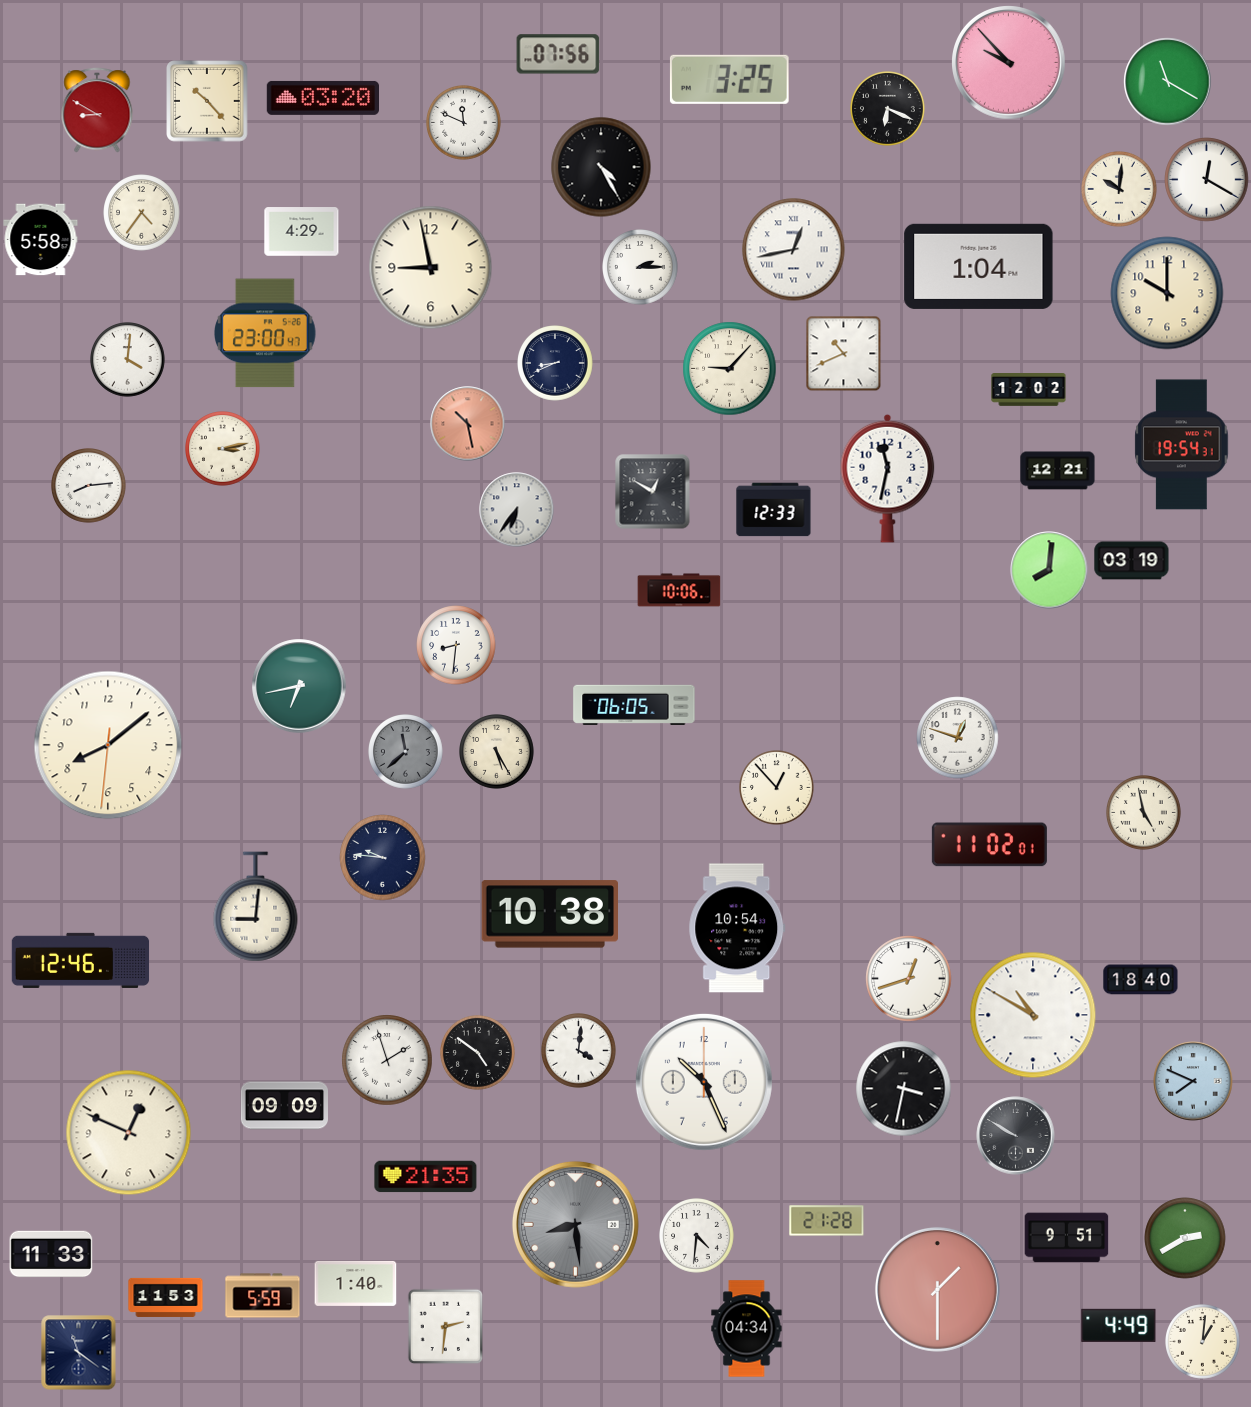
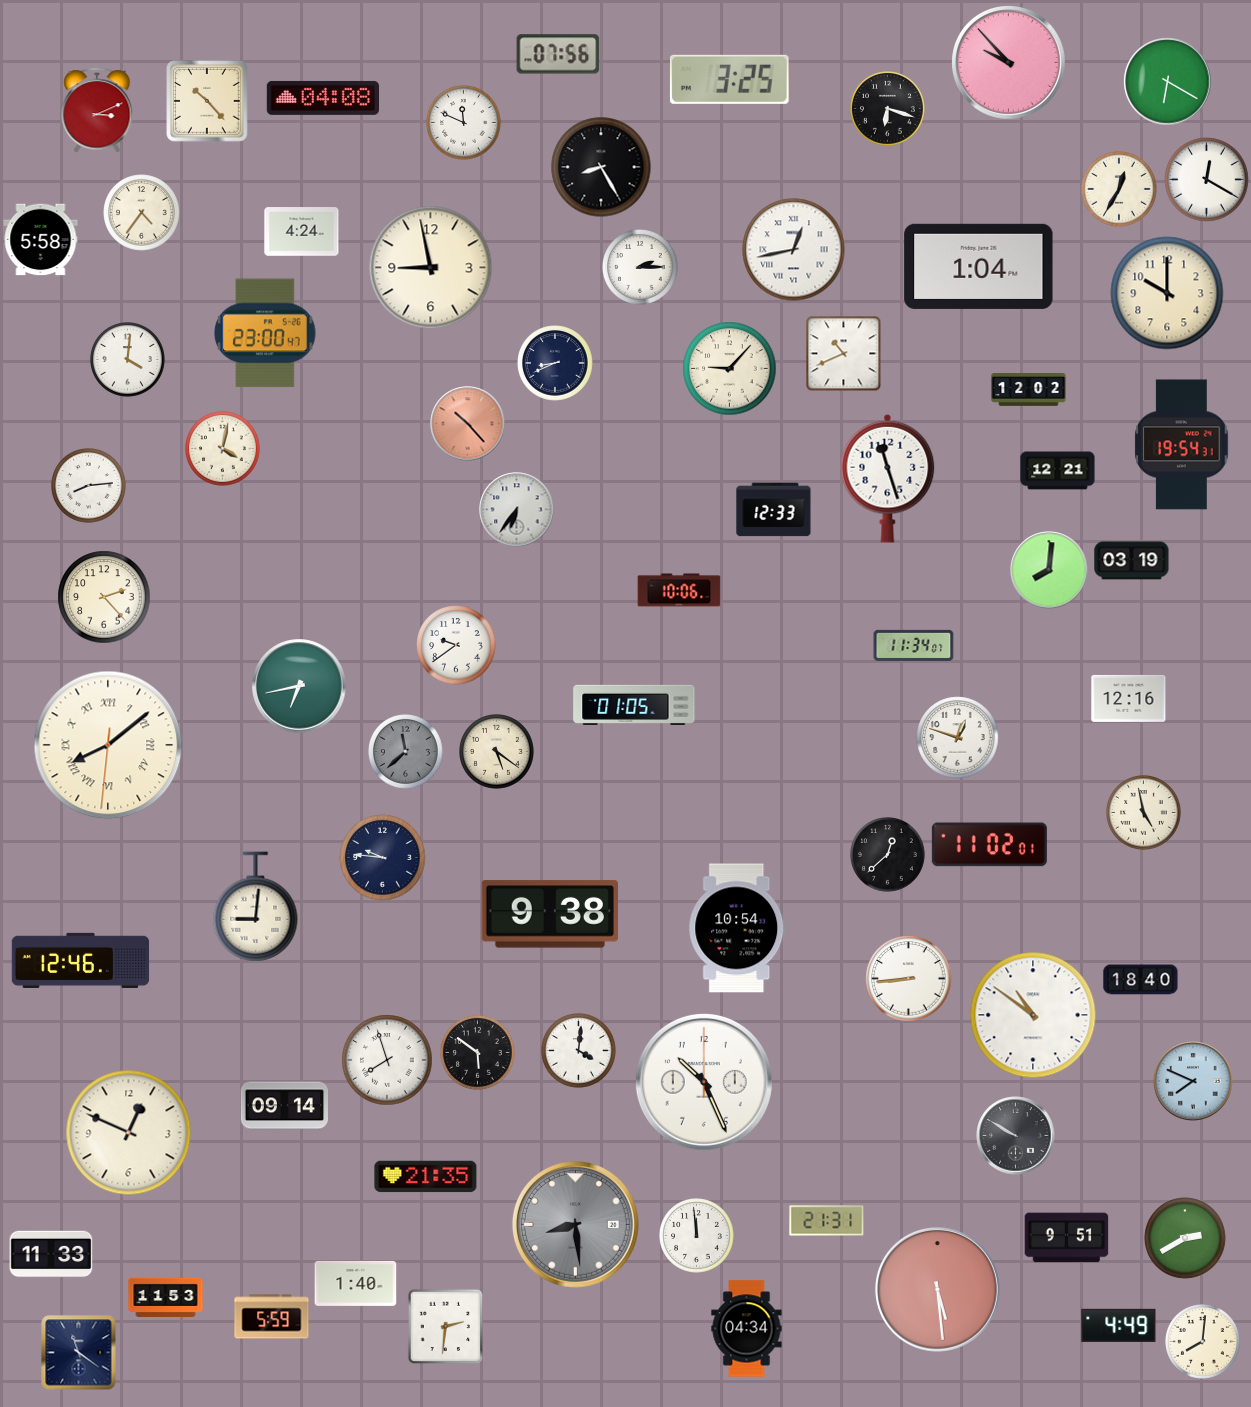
clock at (1168, 82): 11:20 -> 6:20
clock at (322, 98): 03:20 -> 04:08
clock at (888, 109): 6:19 -> 6:18
clock at (97, 110): 8:50 -> 3:11
clock at (601, 167): 4:25 -> 8:25
clock at (1119, 189): 10:01 -> 12:35
clock at (302, 232): 4:29 -> 4:24
clock at (468, 424): 10:28 -> 10:23
clock at (223, 449): 3:13 -> 4:02
clock at (888, 478): 11:32 -> 11:27
clock at (653, 492): 12:50 -> none
clock at (104, 597): none -> 2:23
clock at (456, 645): 8:31 -> 9:39
clock at (914, 645): none -> 11:34
clock at (1129, 698): none -> 12:16
clock at (634, 705): 06:05 -> 01:05
clock at (108, 745) numerals: Arabic -> Roman
clock at (497, 752): 5:25 -> 5:21
clock at (777, 788): 12:53 -> none
clock at (888, 855): none -> 12:38
clock at (549, 914): 10:38 -> 9:38
clock at (909, 979): 12:42 -> 8:44
clock at (1033, 1015): 10:50 -> 10:51
clock at (478, 1053): 4:51 -> 5:51
clock at (387, 1060): 1:57 -> 7:57
clock at (904, 1089): 3:32 -> none
clock at (284, 1106): 09:09 -> 09:14
clock at (827, 1221): 21:28 -> 21:31
clock at (697, 1236): 4:31 -> 11:59
clock at (937, 1289): 1:30 -> 5:29
clock at (263, 1296) position: (263, 1296) -> (272, 1317)
clock at (1203, 1342): 1:01 -> 8:01
